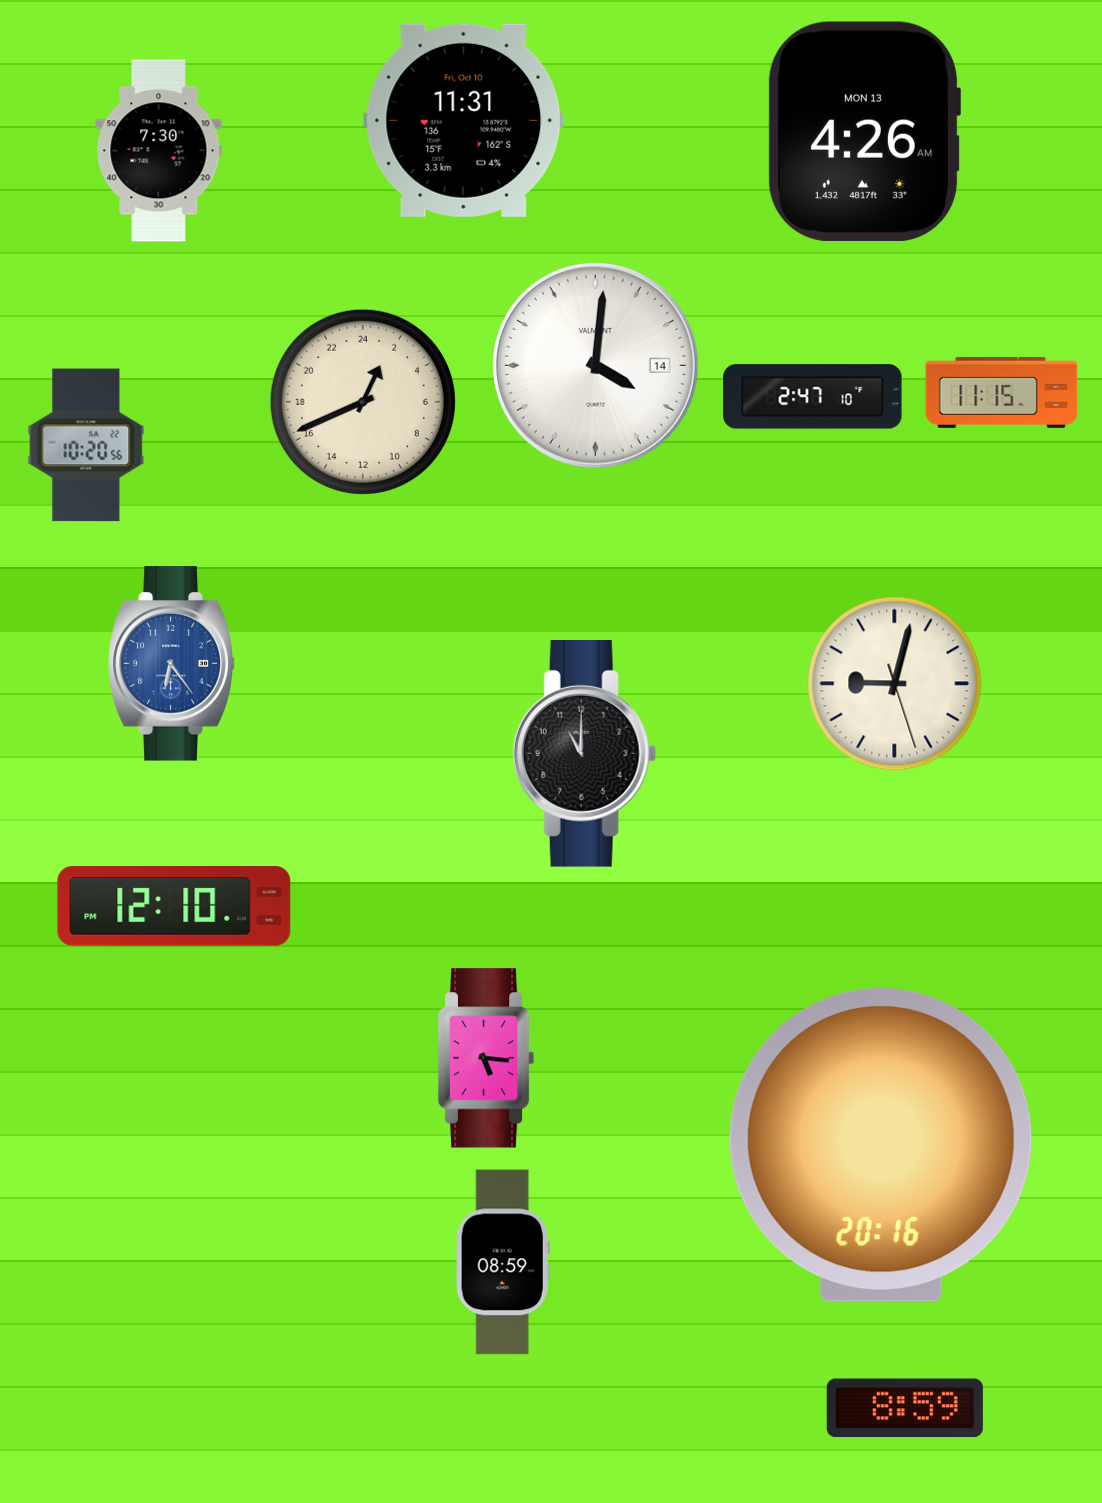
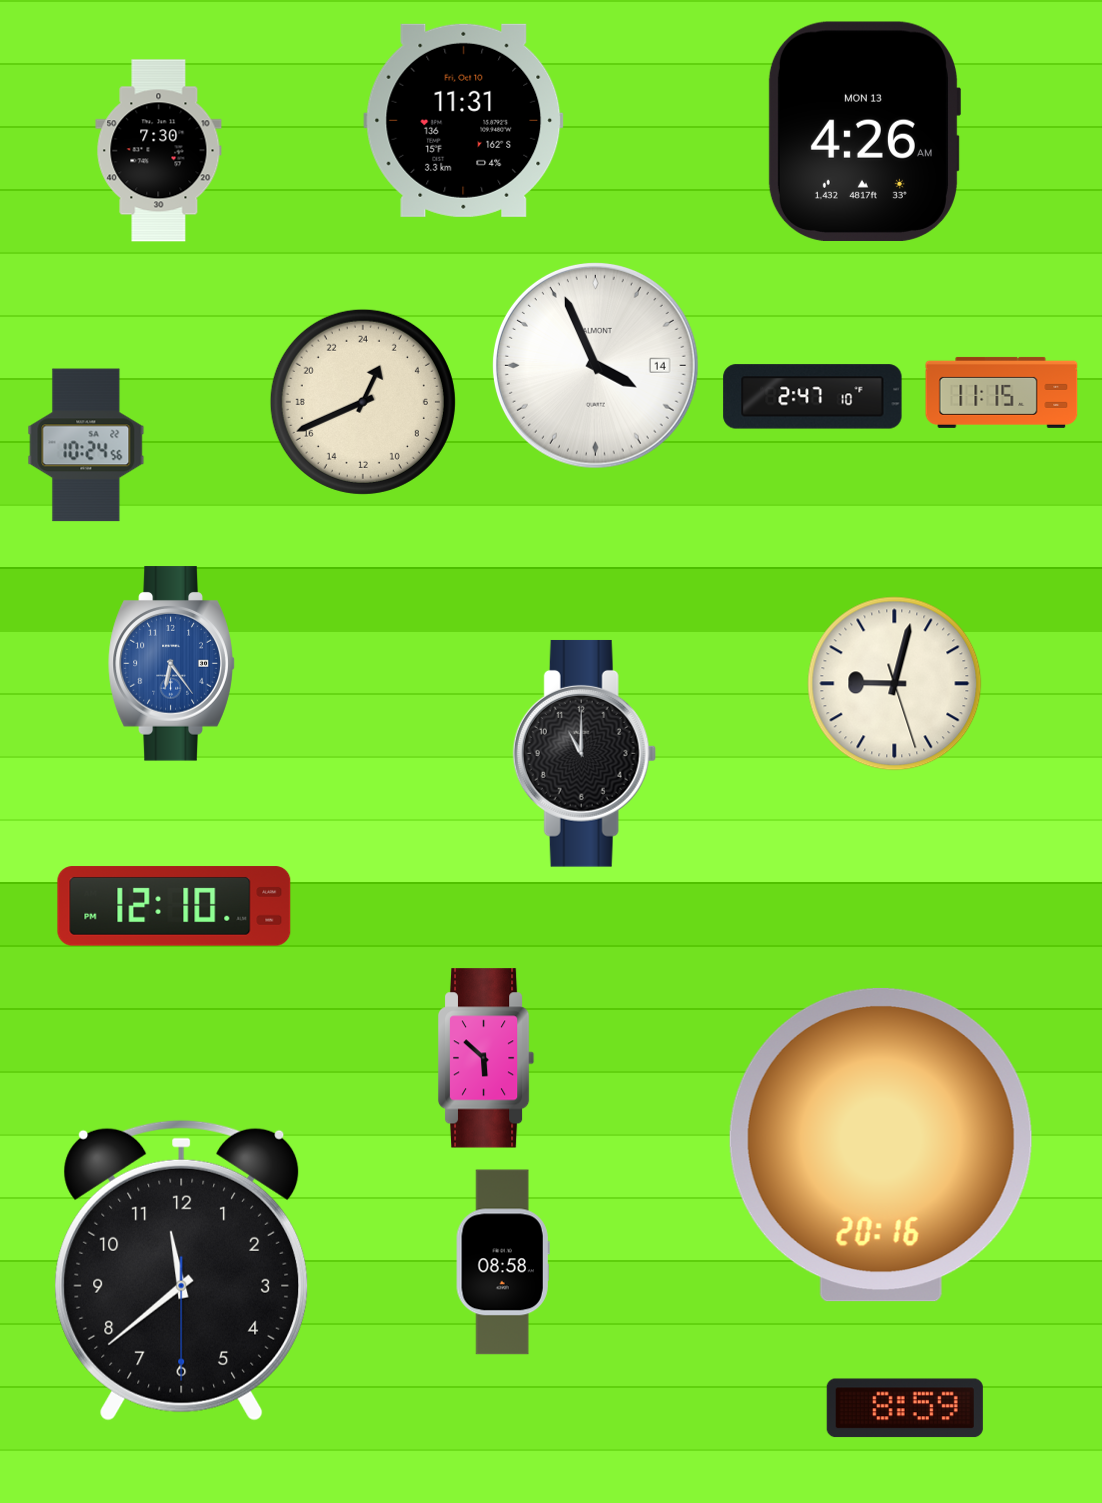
clock at (595, 365): 4:01 -> 3:56
clock at (86, 445): 10:20 -> 10:24
clock at (486, 1058): 5:16 -> 5:52
clock at (503, 1262): 08:59 -> 08:58
clock at (182, 1270): none -> 11:38
